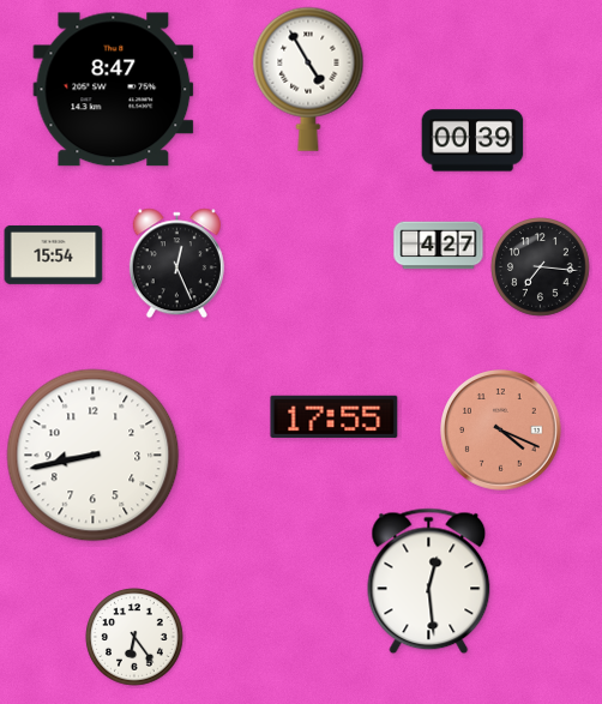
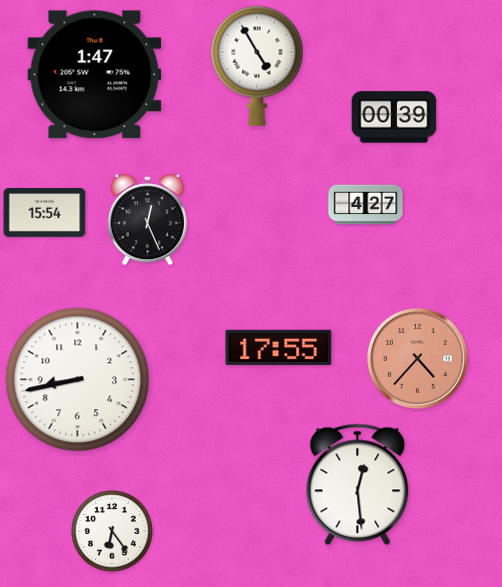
clock at (114, 90): 8:47 -> 1:47
clock at (541, 267): 7:16 -> none
clock at (501, 431): 4:19 -> 4:37
